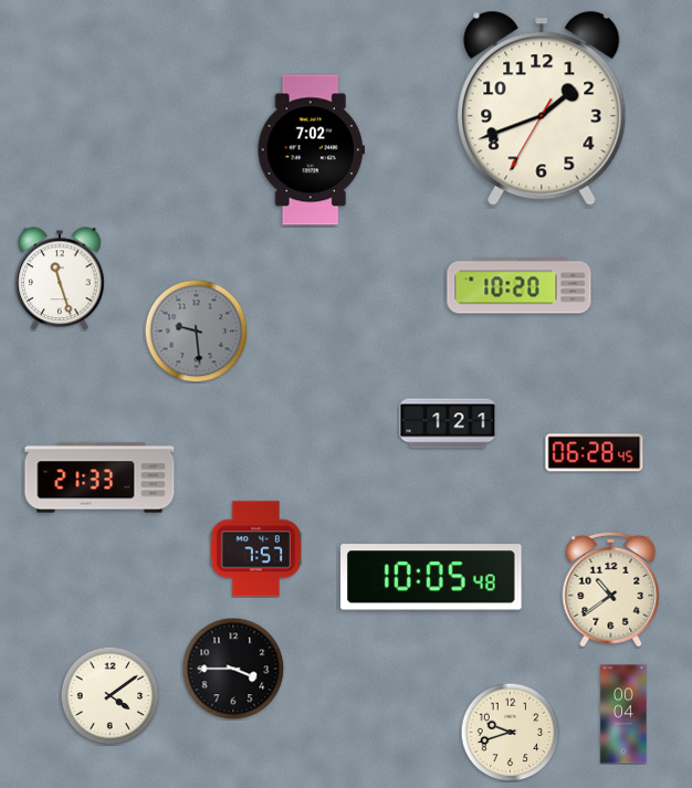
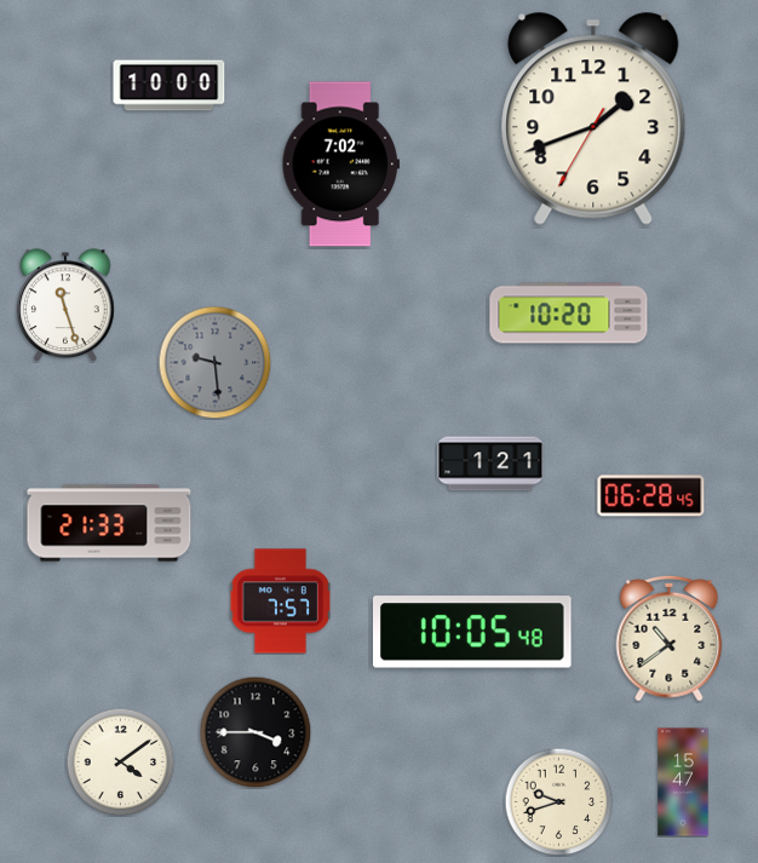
clock at (170, 86): none -> 10:00
clock at (611, 589) position: (611, 589) -> (670, 638)
clock at (623, 714): 00:04 -> 15:47
